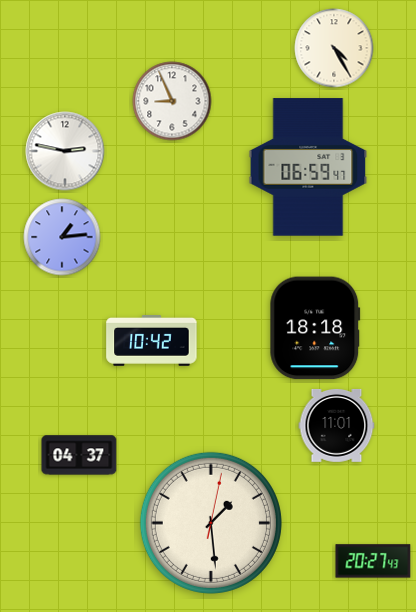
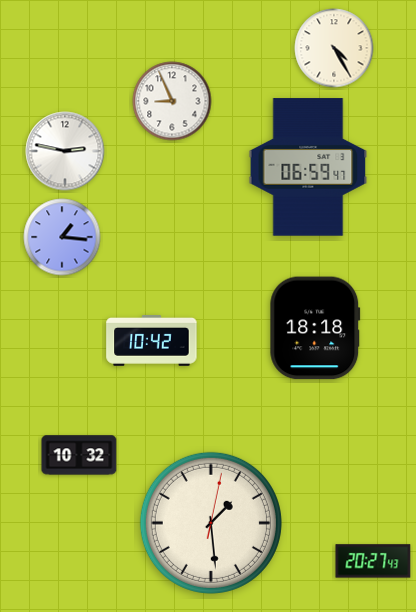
clock at (62, 237): 1:14 -> 1:16
clock at (337, 425): 11:01 -> none
clock at (79, 455): 04:37 -> 10:32
